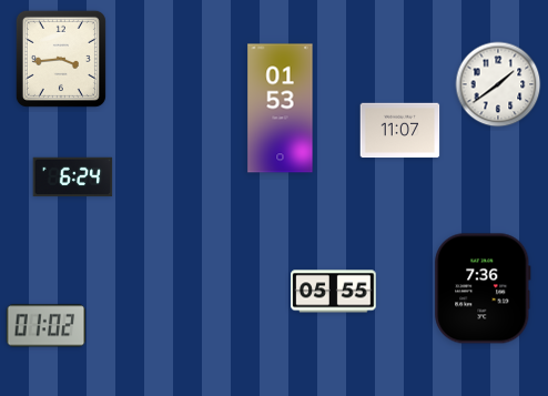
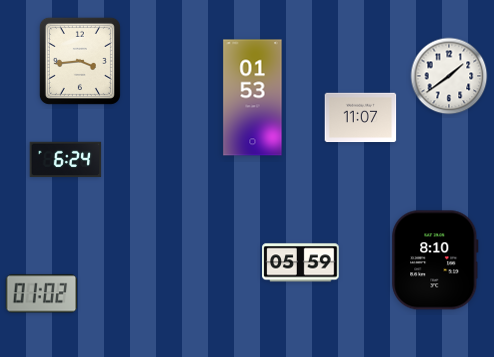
clock at (61, 59) position: (61, 59) -> (80, 61)
clock at (483, 288): 7:36 -> 8:10
clock at (334, 292): 05:55 -> 05:59
